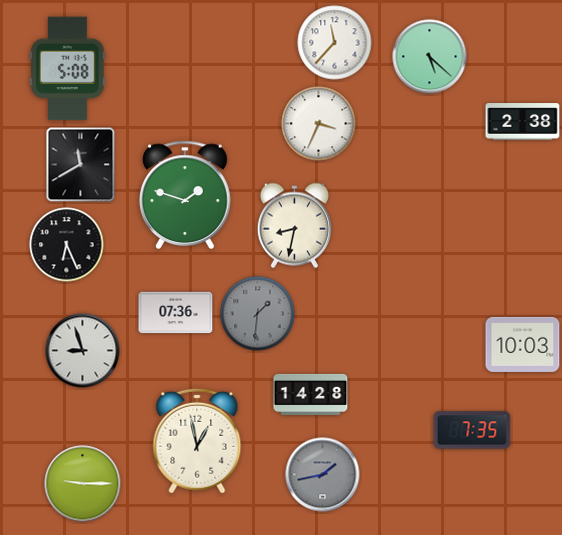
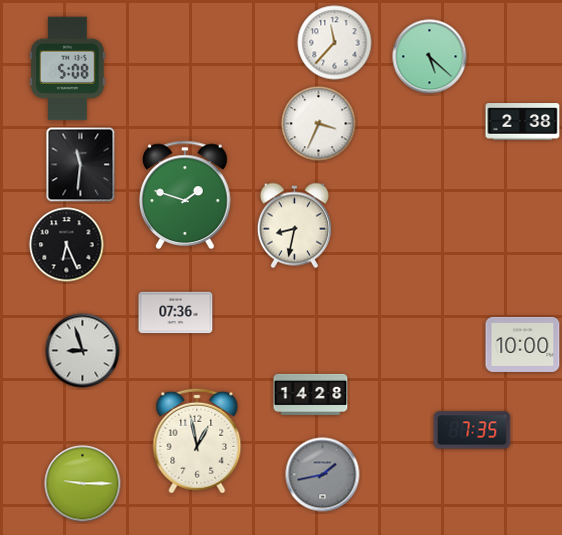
clock at (81, 165): 11:40 -> 11:31
clock at (258, 314): 1:31 -> none
clock at (523, 344): 10:03 -> 10:00
